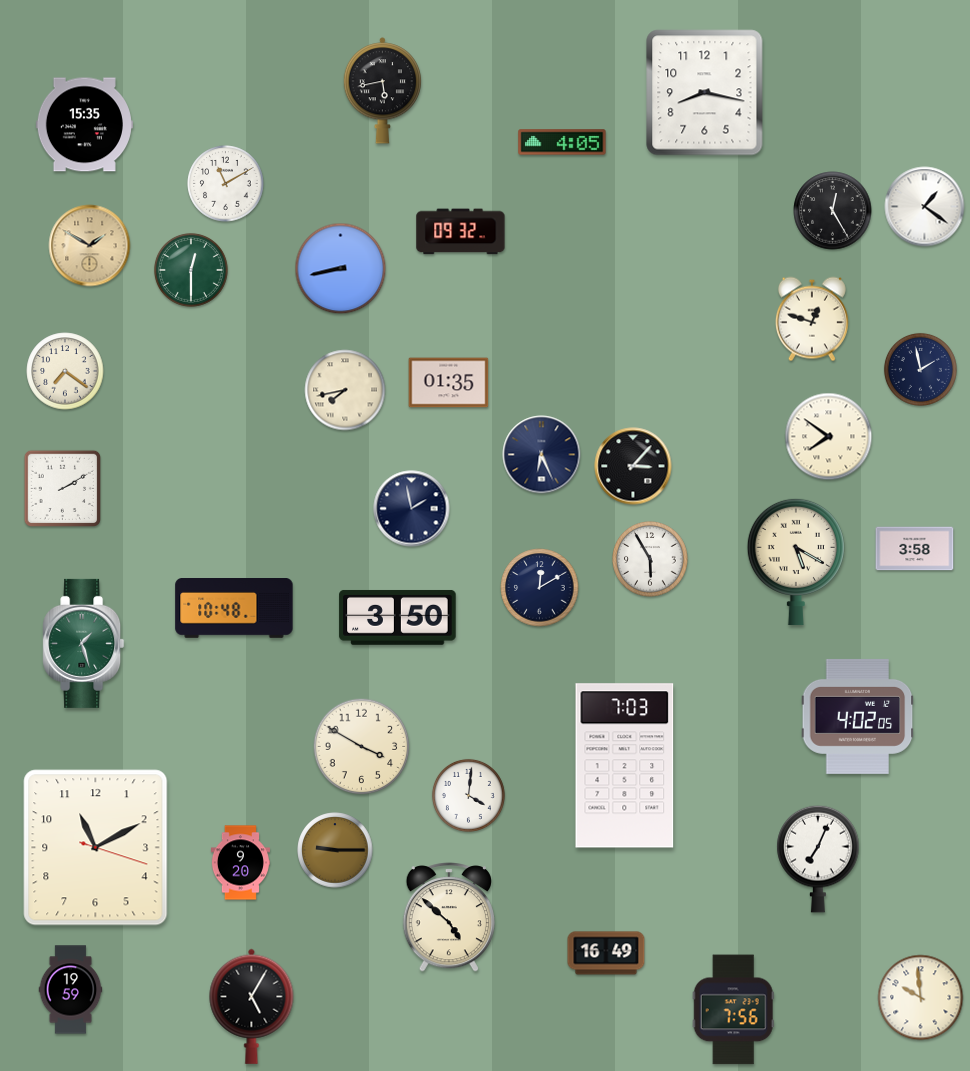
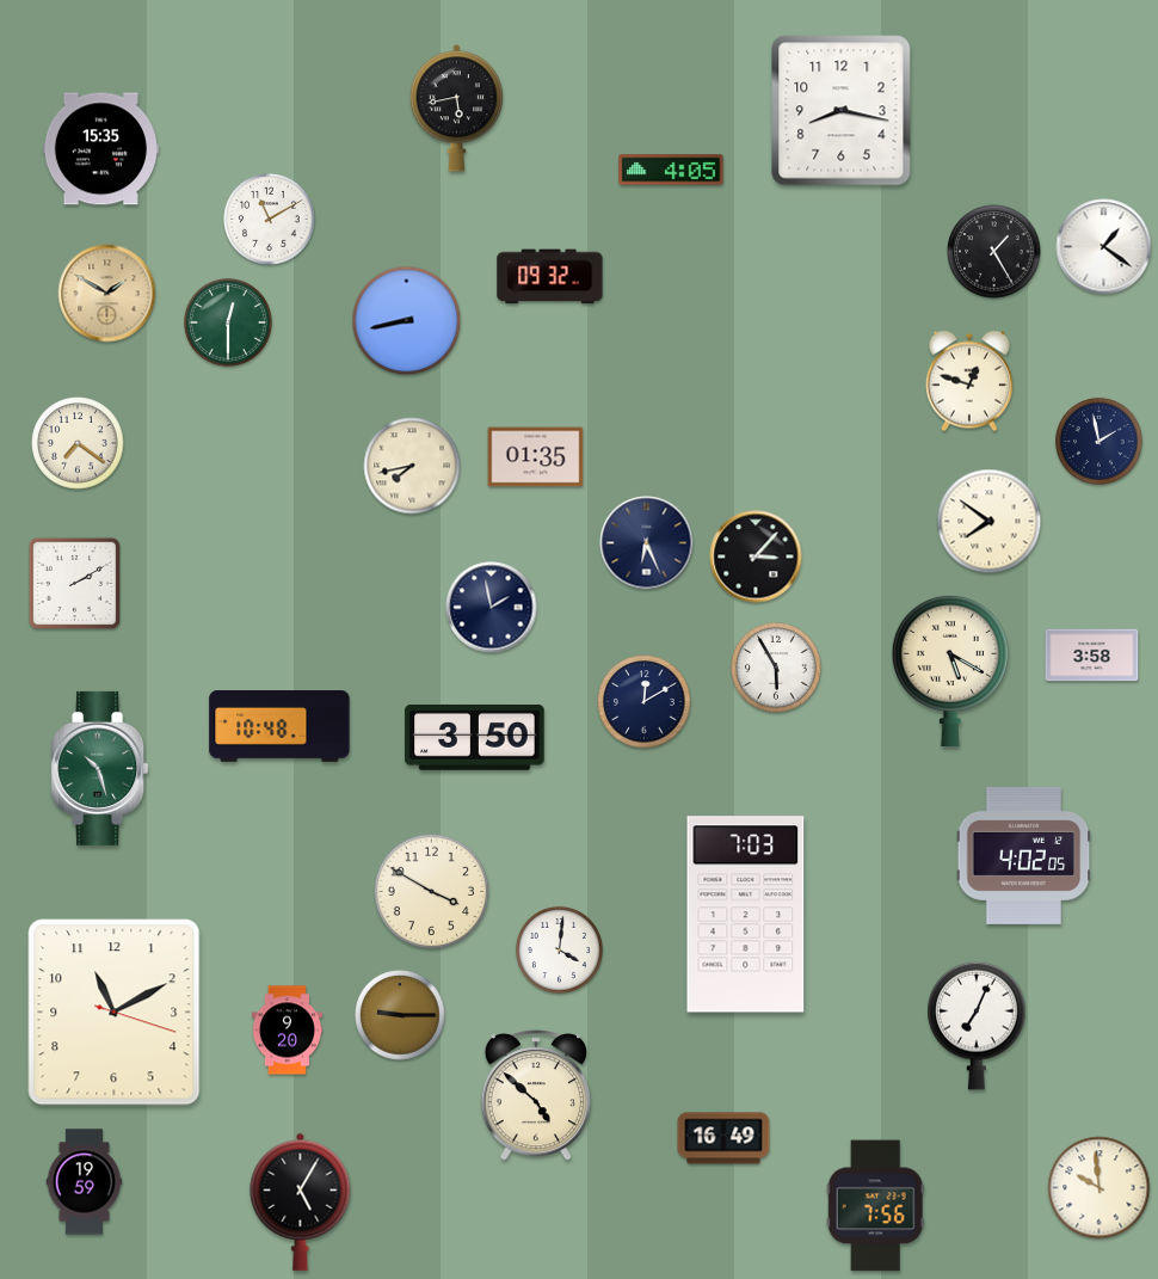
clock at (833, 211): 12:25 -> 1:25
clock at (84, 643): 1:27 -> 10:27
clock at (921, 998) position: (921, 998) -> (1100, 1188)
